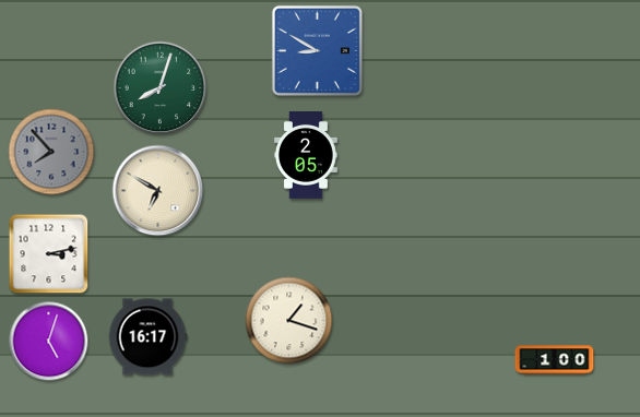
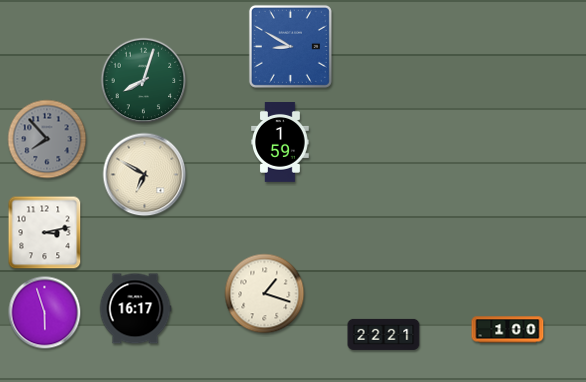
clock at (161, 88) position: (161, 88) -> (144, 81)
clock at (306, 156): 2:05 -> 1:59
clock at (49, 342): 5:03 -> 5:57
clock at (384, 334): none -> 22:21
